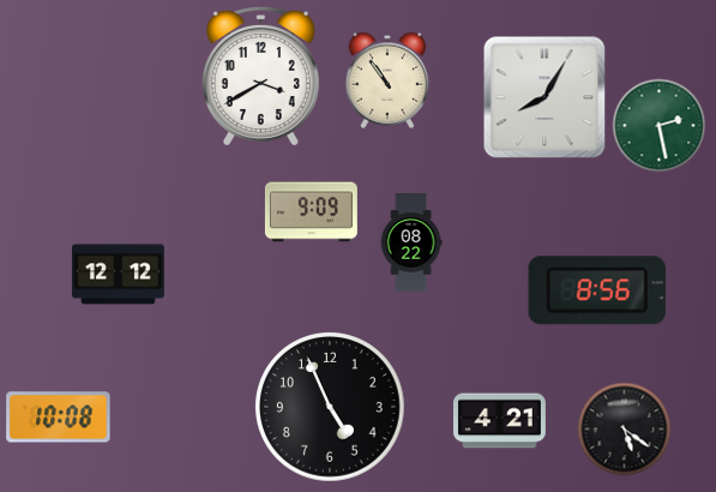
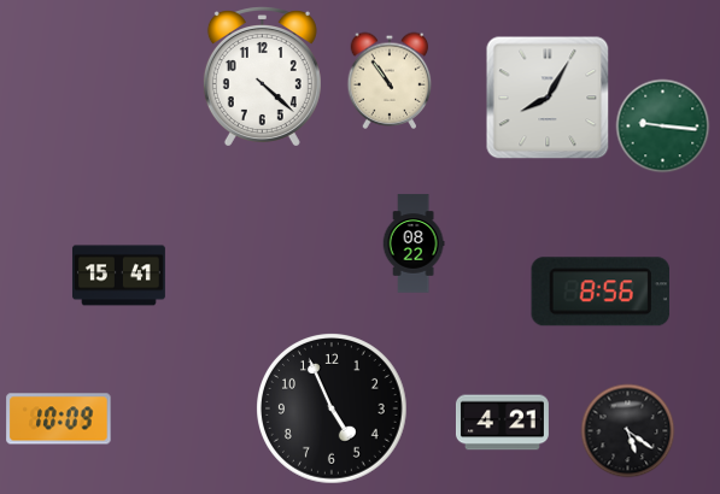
clock at (260, 77): 3:40 -> 4:22
clock at (658, 125): 2:28 -> 9:16
clock at (311, 212): 9:09 -> none
clock at (118, 275): 12:12 -> 15:41
clock at (59, 418): 10:08 -> 10:09
